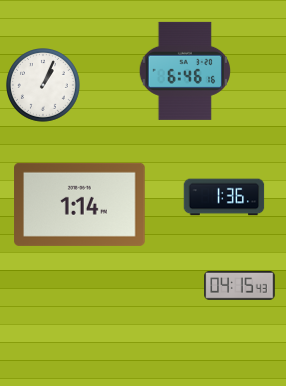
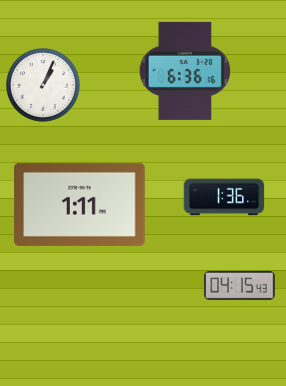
clock at (185, 71): 6:46 -> 6:36
clock at (80, 204): 1:14 -> 1:11
